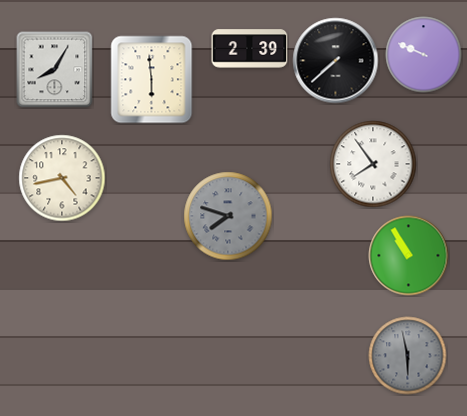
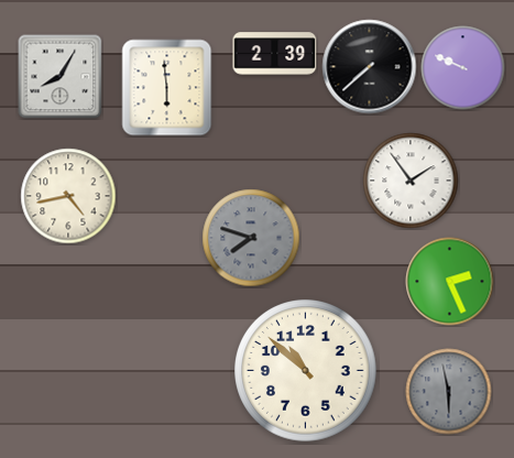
clock at (424, 55) position: (424, 55) -> (463, 68)
clock at (373, 164): 7:54 -> 1:54
clock at (409, 256): 10:55 -> 2:26
clock at (306, 371): none -> 10:52
